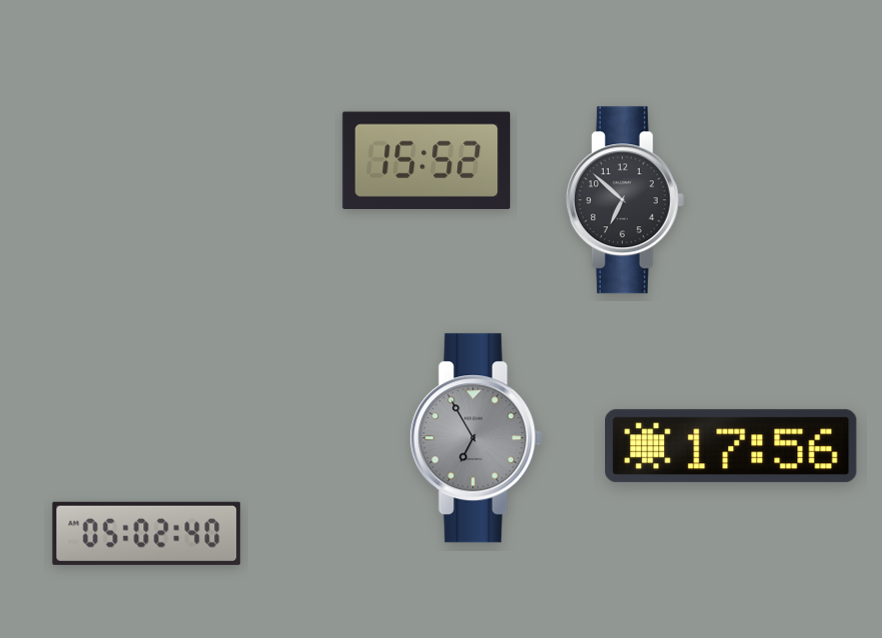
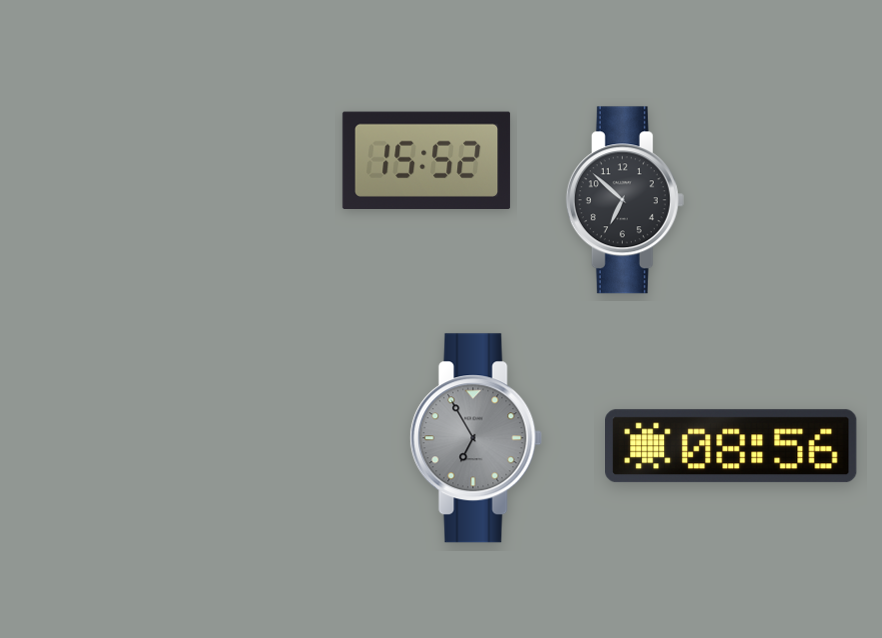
clock at (732, 446): 17:56 -> 08:56
clock at (147, 533): 05:02 -> none
